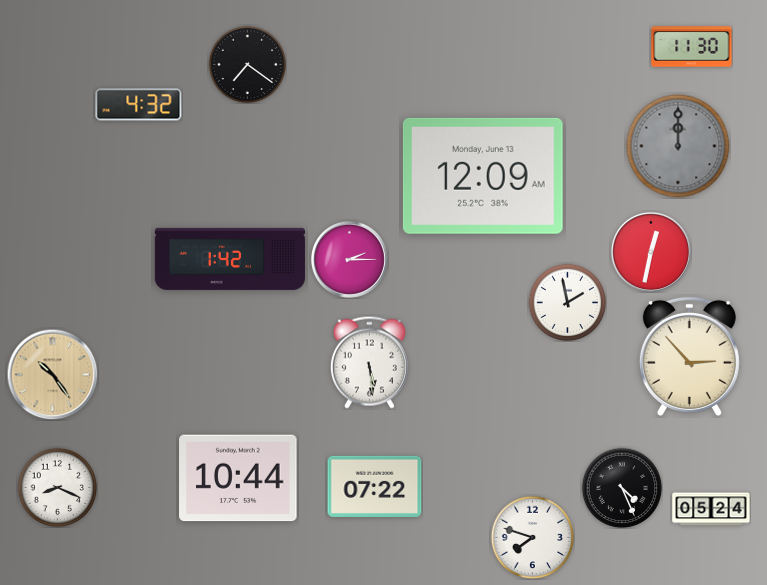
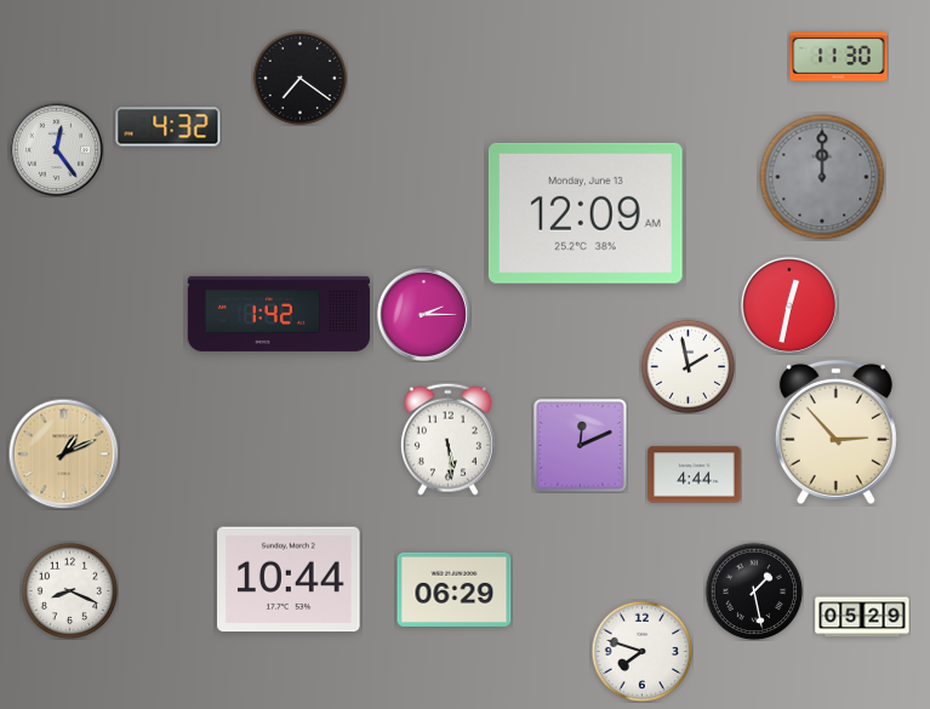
clock at (56, 149): none -> 12:24
clock at (581, 446): none -> 12:11
clock at (52, 374): 10:24 -> 1:11
clock at (695, 475): none -> 4:44
clock at (375, 486): 07:22 -> 06:29
clock at (622, 488): 4:26 -> 1:28
clock at (711, 509): 05:24 -> 05:29
clock at (532, 537) position: (532, 537) -> (641, 651)
